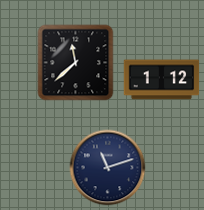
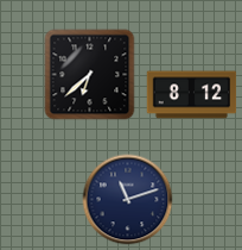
clock at (76, 63): 11:38 -> 6:38
clock at (162, 80): 1:12 -> 8:12
